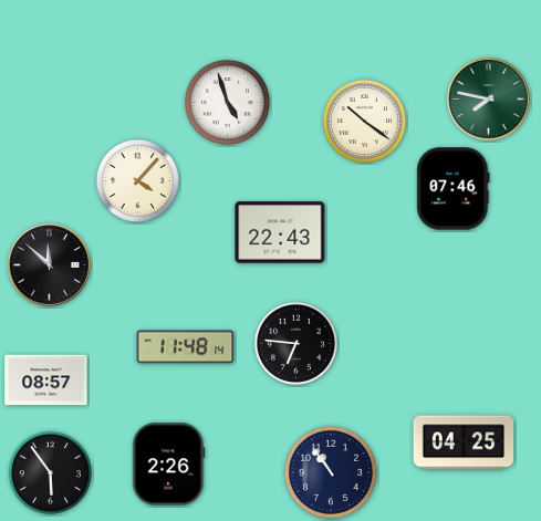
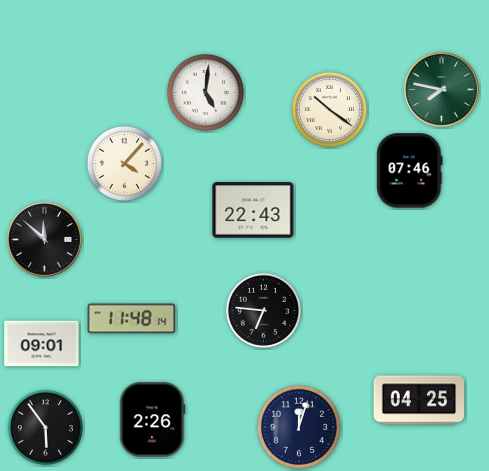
clock at (227, 102): 4:57 -> 5:01
clock at (295, 343) position: (295, 343) -> (263, 310)
clock at (186, 347) position: (186, 347) -> (132, 319)
clock at (46, 381): 08:57 -> 09:01
clock at (331, 472): 10:54 -> 12:03
